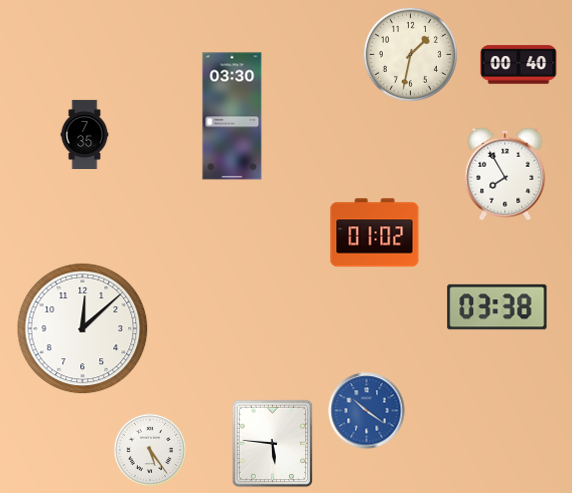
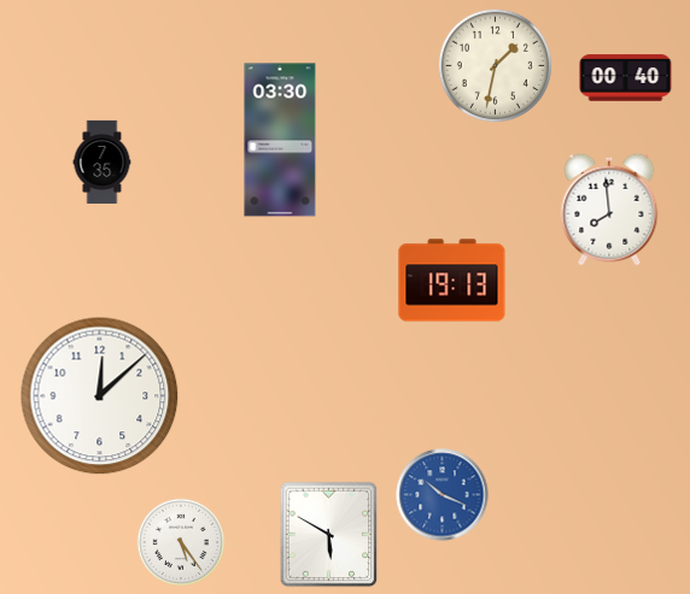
clock at (505, 174): 7:55 -> 7:59
clock at (375, 233): 01:02 -> 19:13
clock at (497, 307): 03:38 -> none
clock at (367, 411): 10:21 -> 10:19
clock at (273, 444): 5:46 -> 5:50
